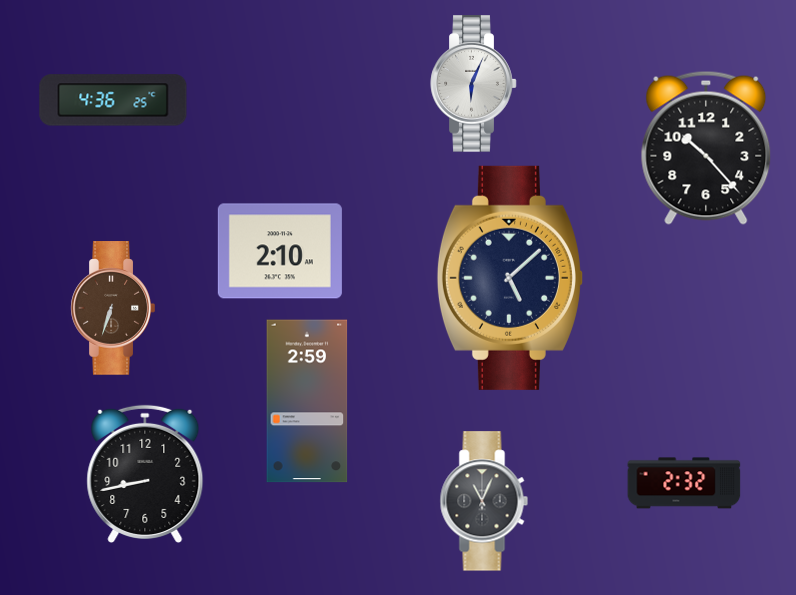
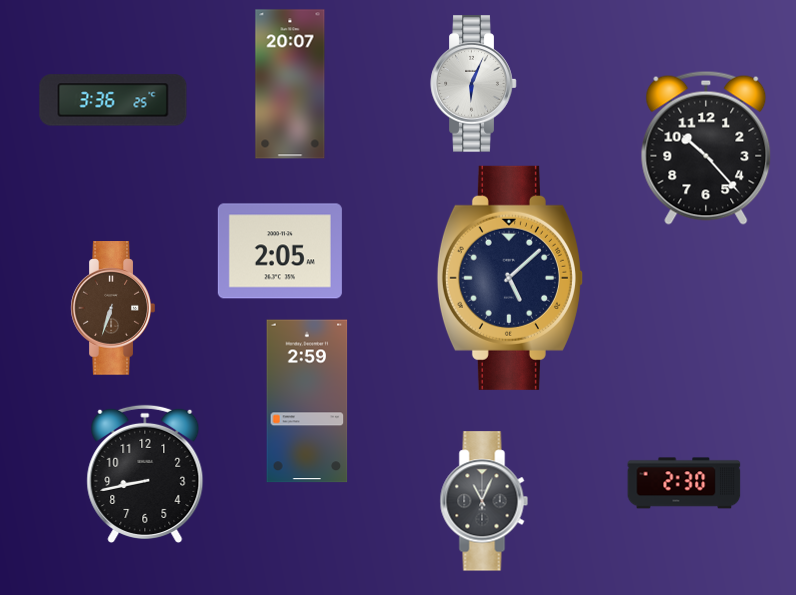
clock at (290, 84): none -> 20:07
clock at (113, 100): 4:36 -> 3:36
clock at (280, 251): 2:10 -> 2:05
clock at (684, 483): 2:32 -> 2:30
